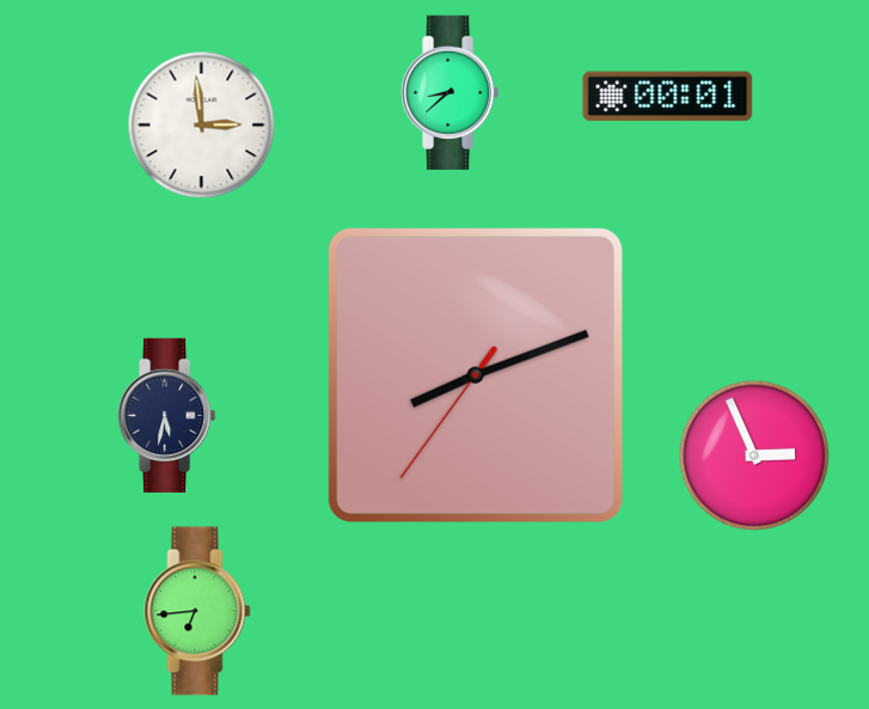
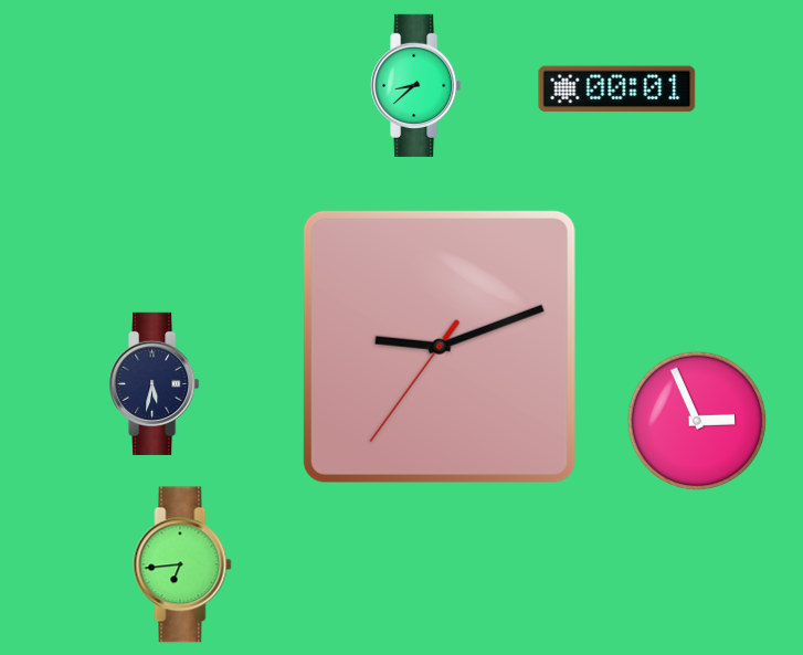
clock at (202, 126): 2:59 -> none
clock at (476, 375): 8:11 -> 9:11
